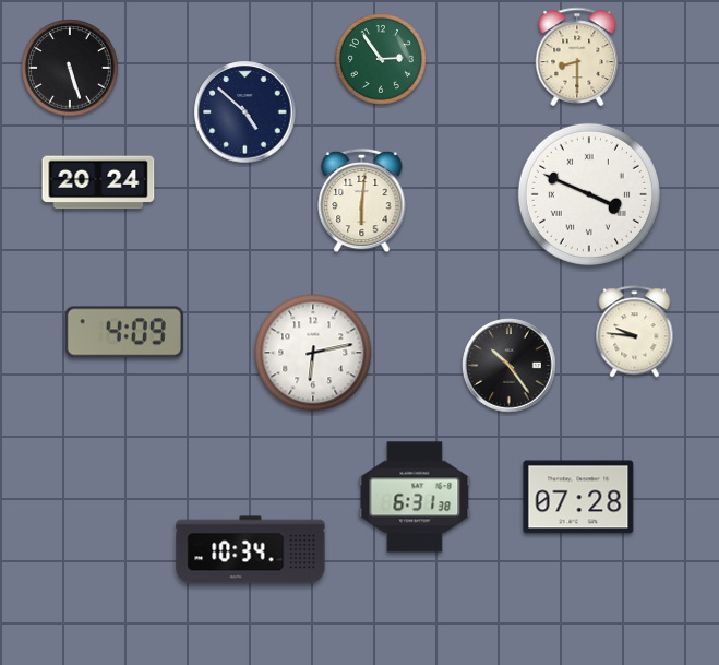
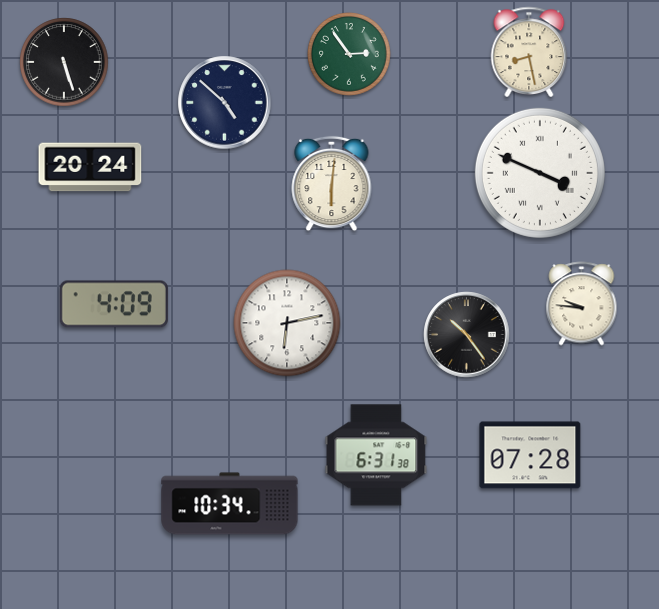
clock at (577, 57): 8:30 -> 8:28
clock at (589, 194) position: (589, 194) -> (540, 173)
clock at (415, 497) position: (415, 497) -> (376, 455)
